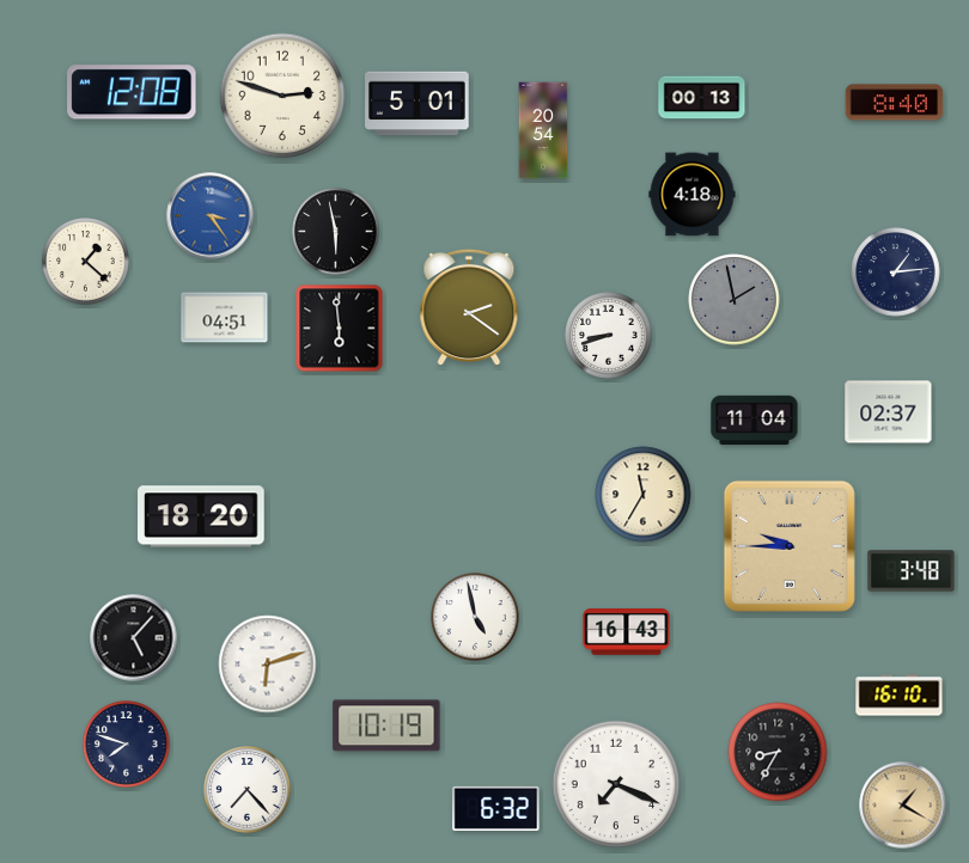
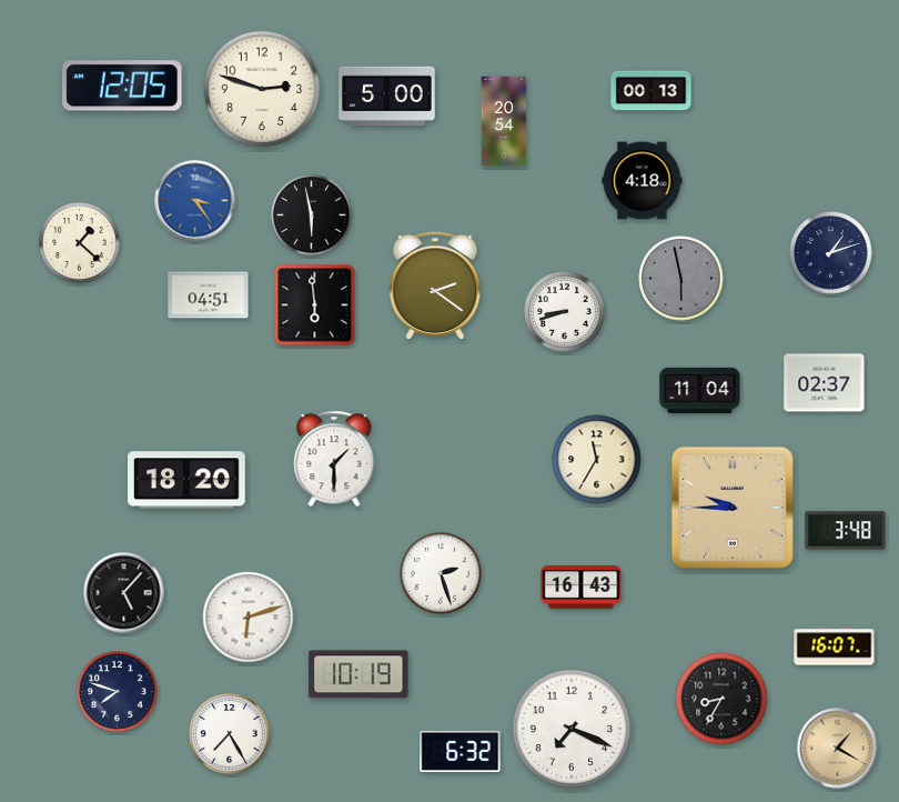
clock at (132, 92): 12:08 -> 12:05
clock at (895, 103): 8:40 -> none
clock at (418, 104): 5:01 -> 5:00
clock at (896, 273): 1:14 -> 1:12
clock at (735, 300): 1:58 -> 5:58
clock at (334, 459): none -> 1:30
clock at (475, 617): 4:58 -> 2:27
clock at (900, 696): 16:10 -> 16:07
clock at (248, 790): 7:23 -> 7:25
